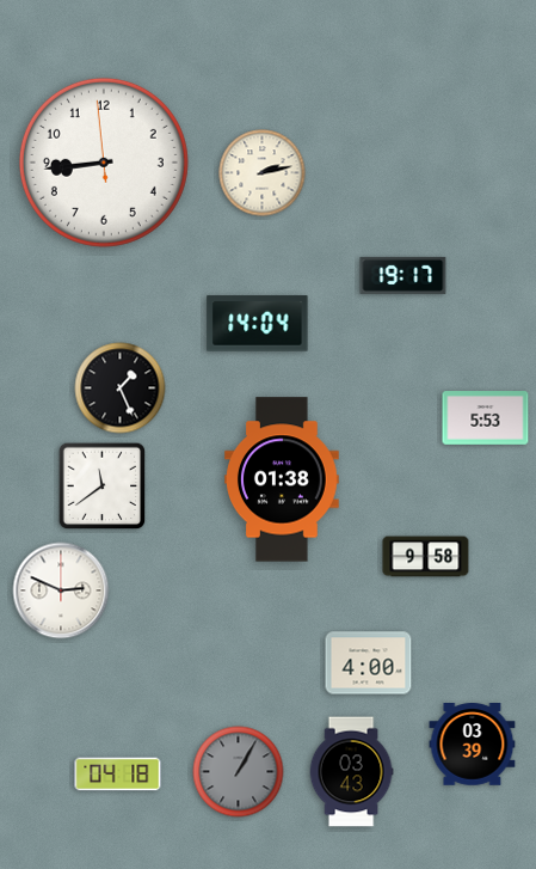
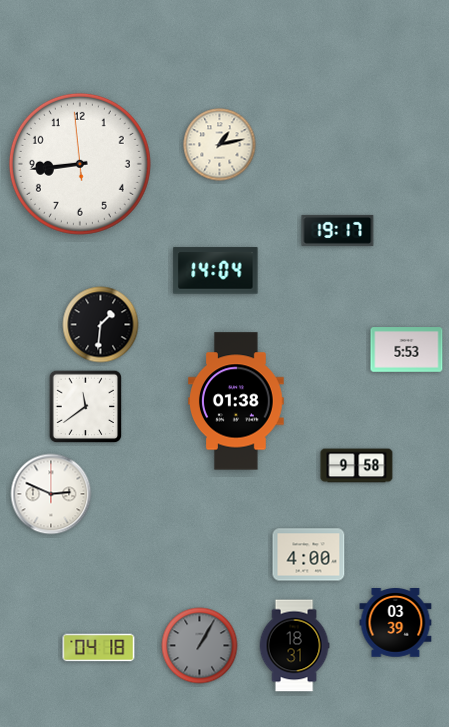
clock at (104, 163) position: (104, 163) -> (80, 164)
clock at (263, 173): 2:13 -> 1:13
clock at (121, 388): 1:26 -> 1:31
clock at (351, 772): 03:43 -> 18:31
